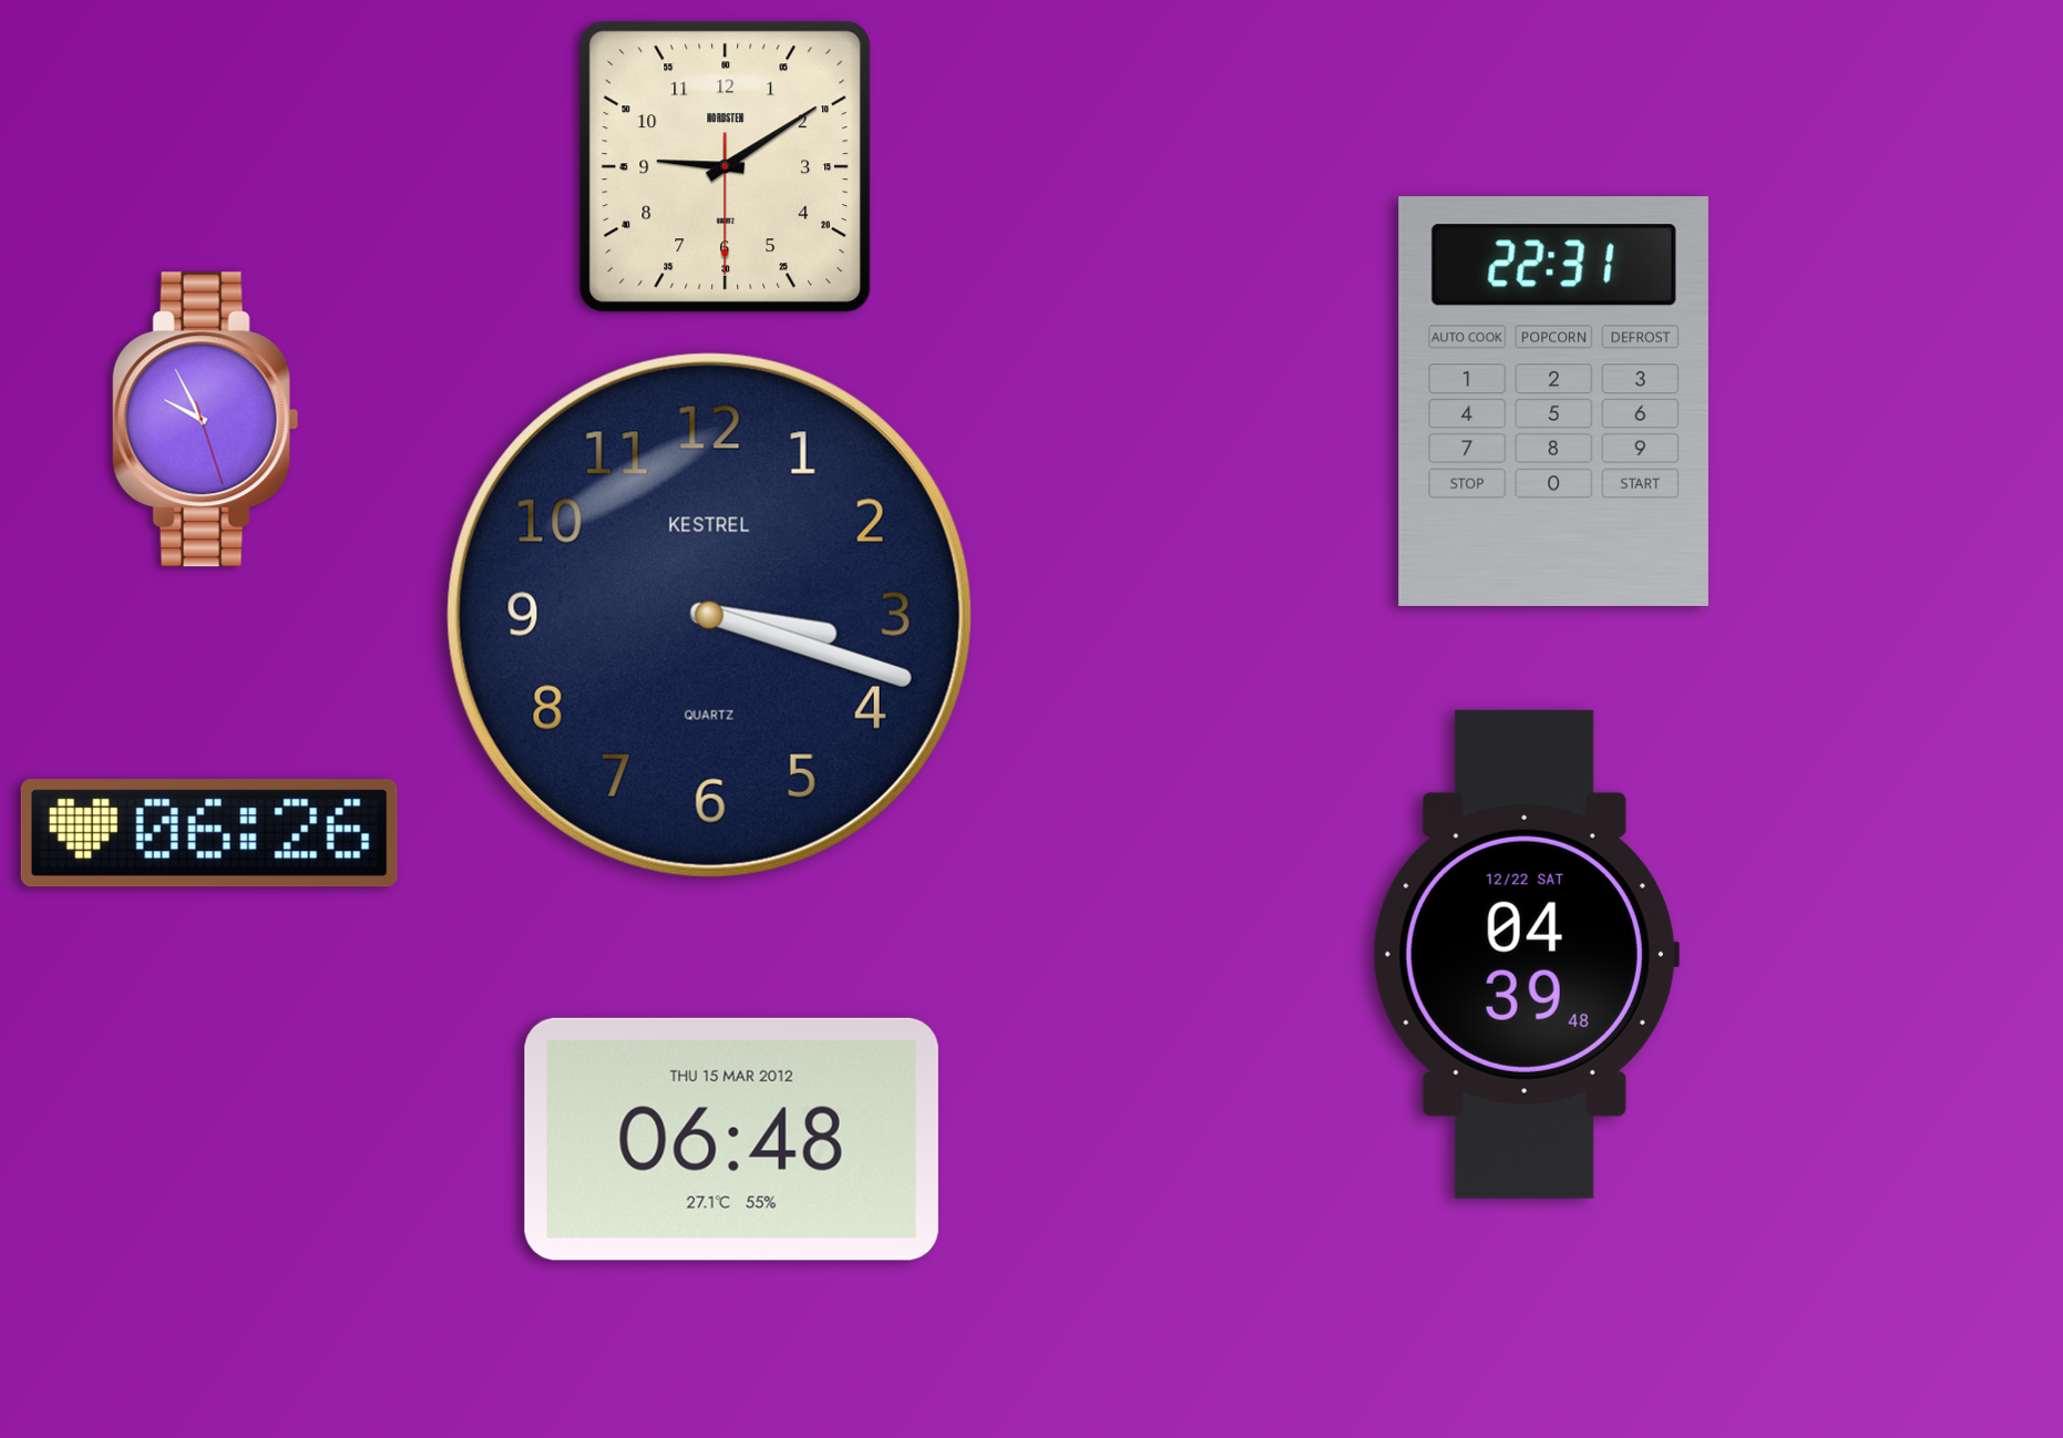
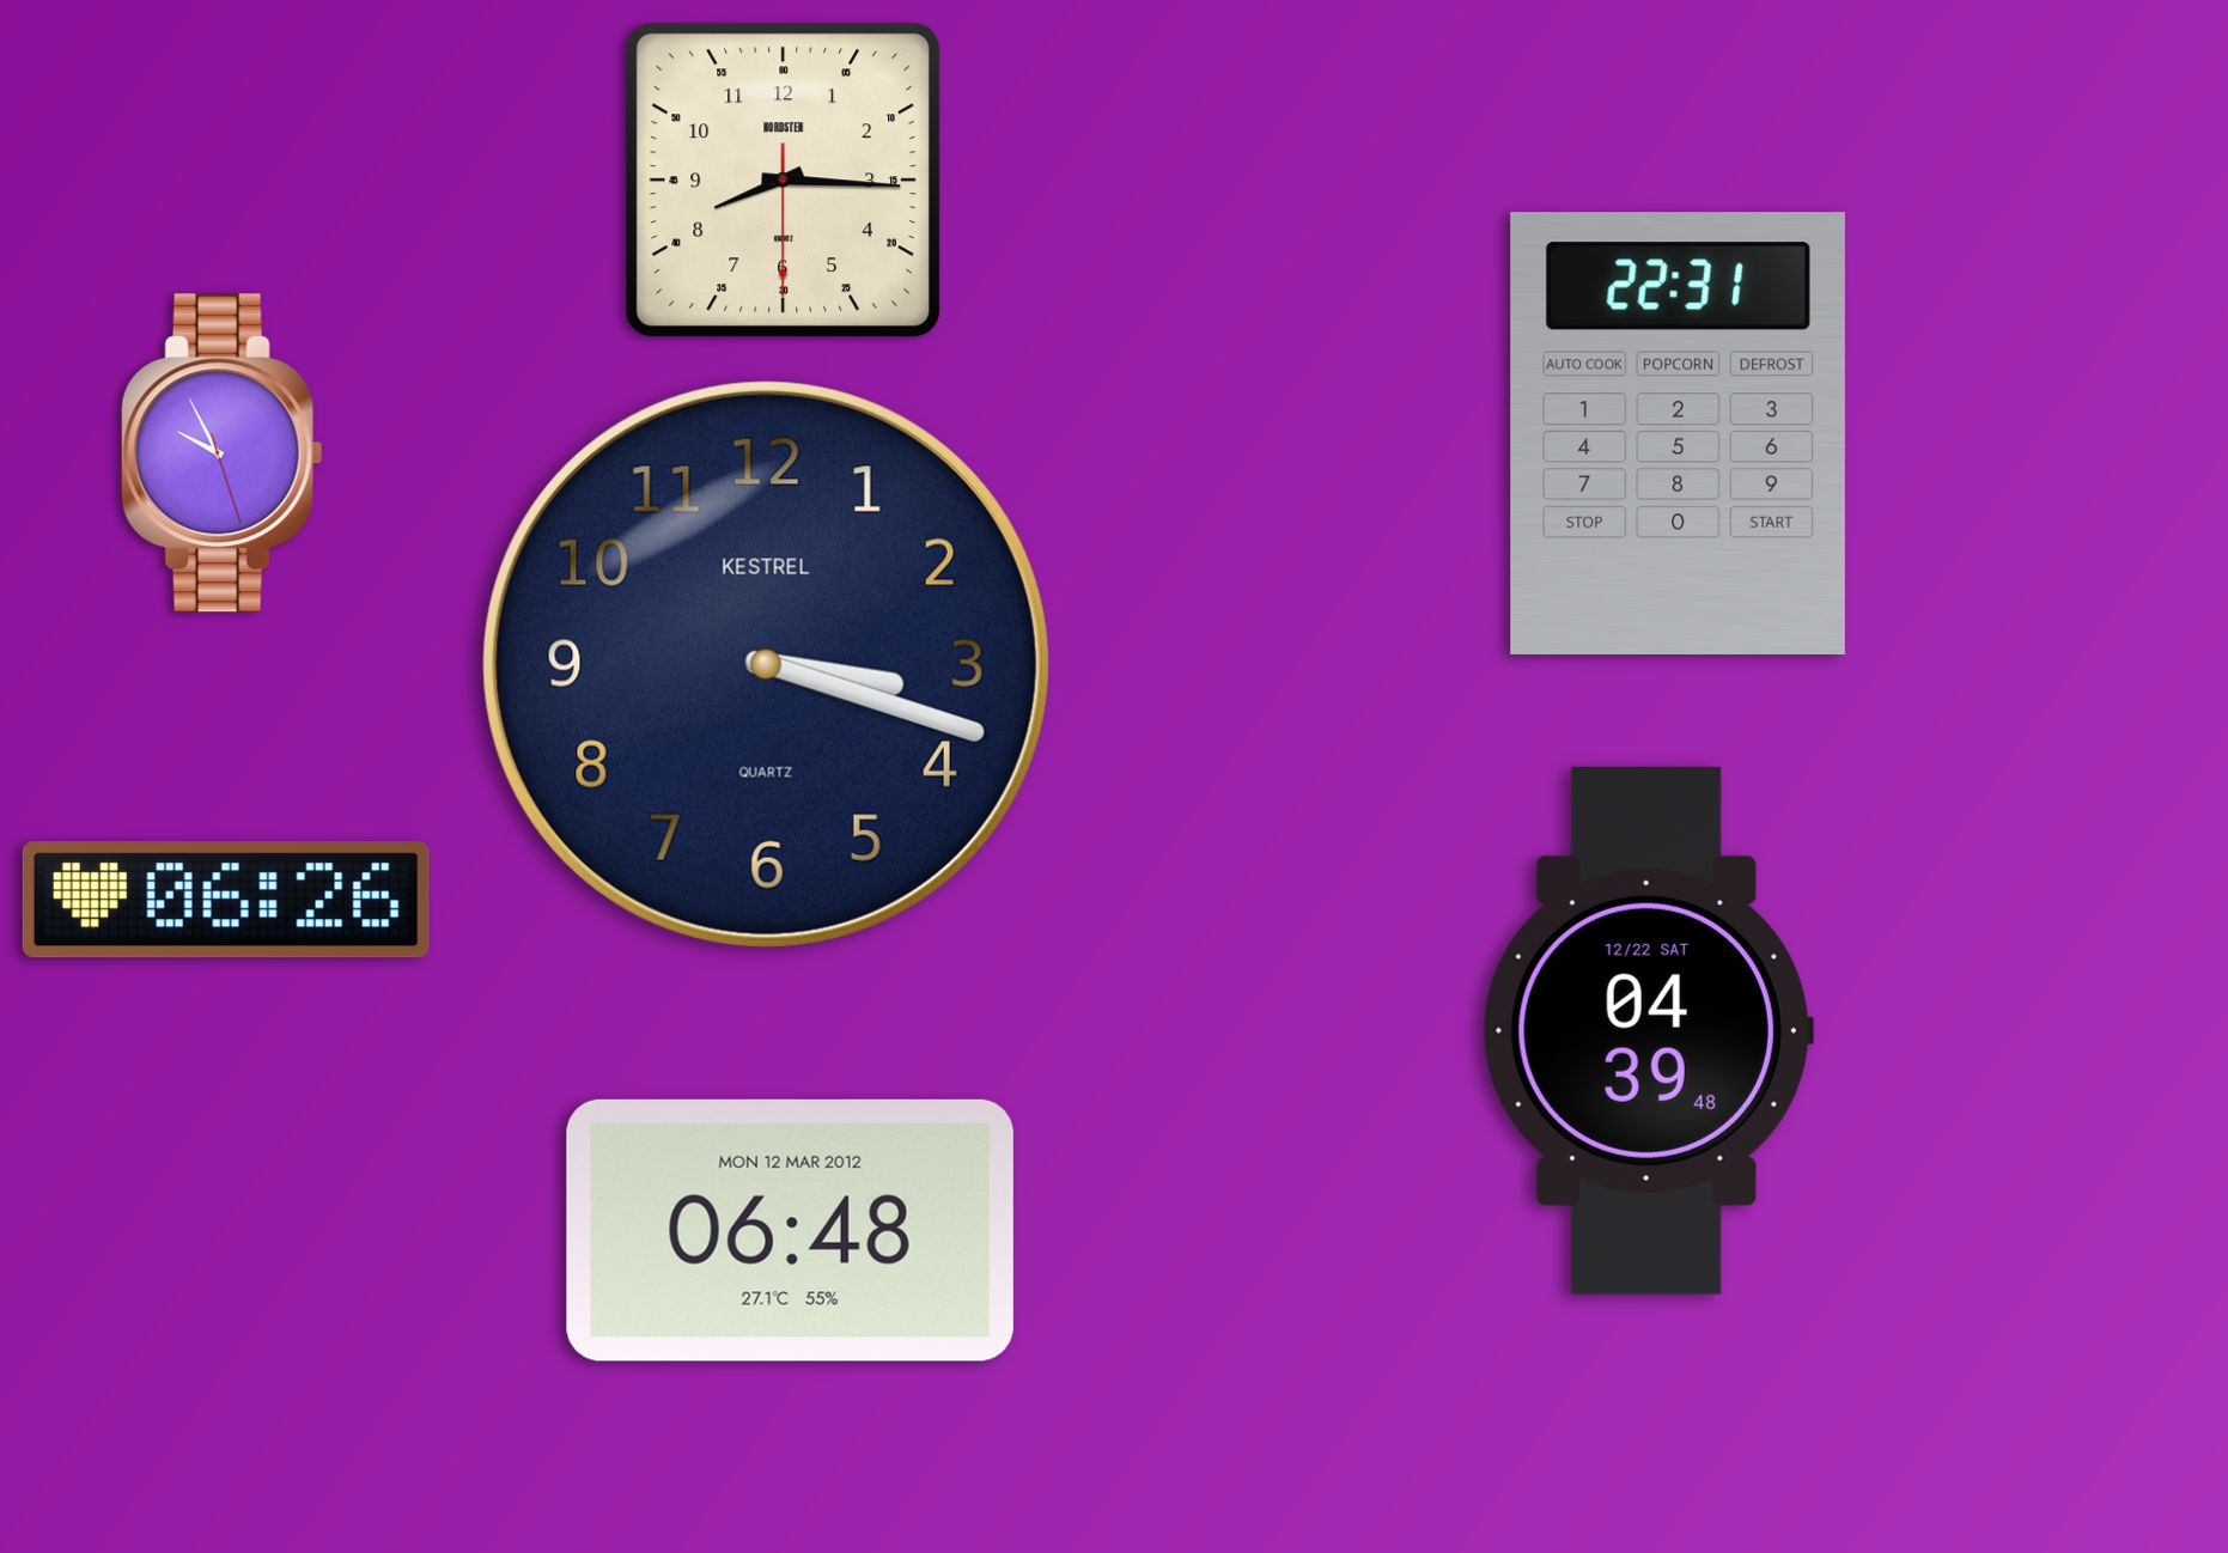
clock at (725, 166): 9:09 -> 8:15
clock at (731, 1139) date: THU 15 MAR 2012 -> MON 12 MAR 2012
